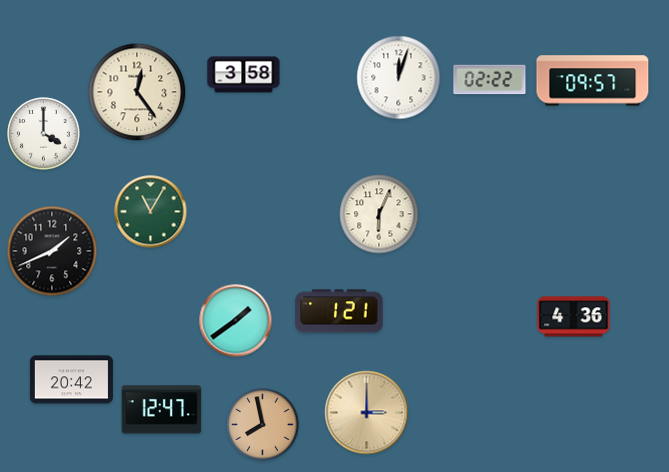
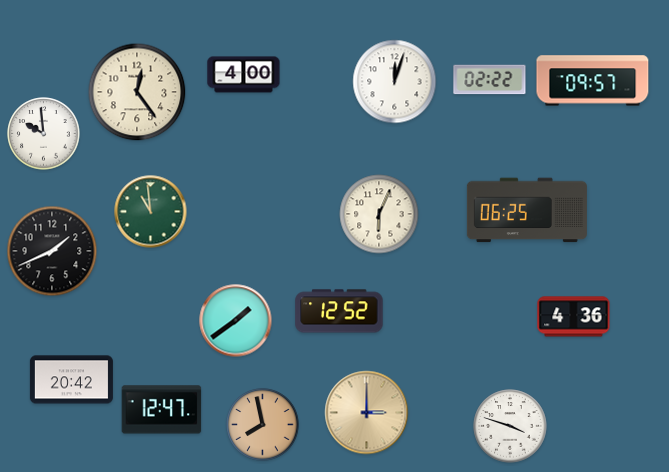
clock at (244, 75): 3:58 -> 4:00
clock at (399, 78) position: (399, 78) -> (395, 82)
clock at (44, 134): 4:00 -> 9:59
clock at (527, 210): none -> 06:25
clock at (151, 212): 11:05 -> 10:59
clock at (339, 311): 1:21 -> 12:52
clock at (510, 426): none -> 3:48
